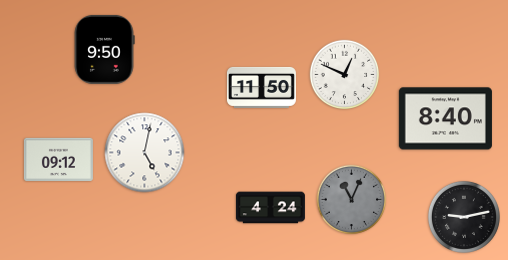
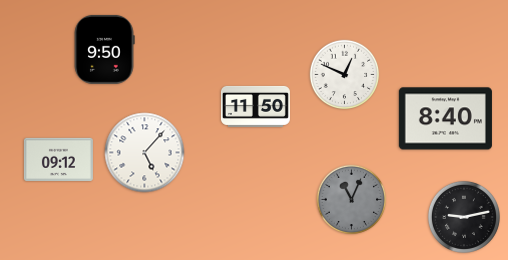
clock at (261, 87) position: (261, 87) -> (255, 106)
clock at (145, 153): 5:02 -> 5:07
clock at (270, 208): 4:24 -> none
